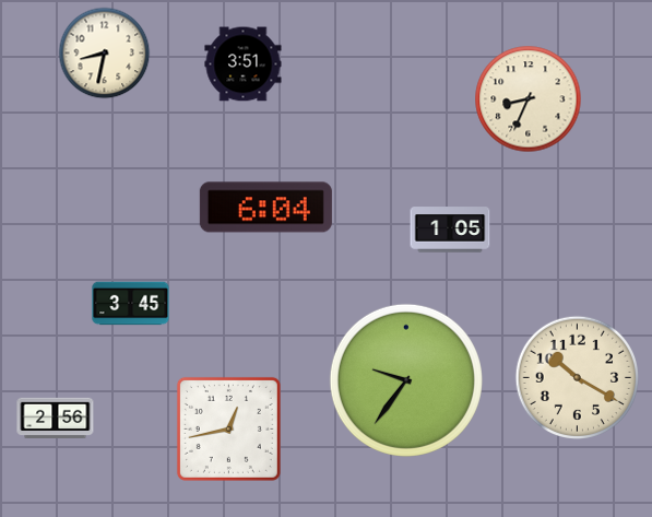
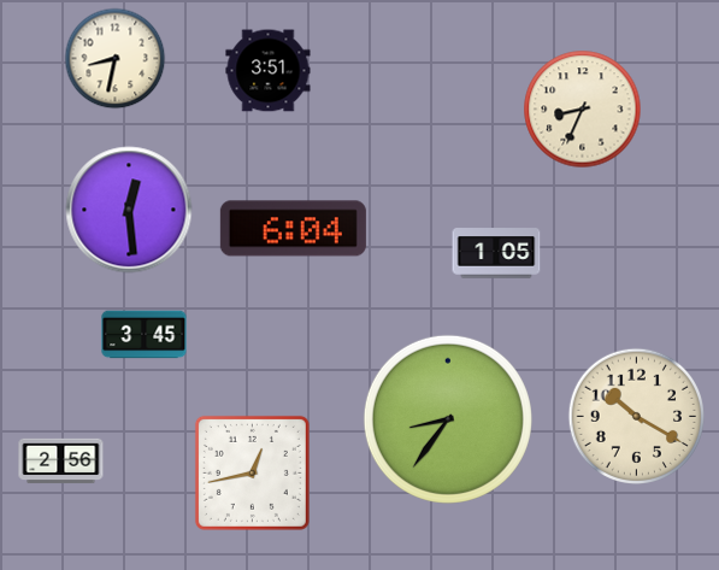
clock at (129, 210): none -> 12:29
clock at (406, 380): 9:36 -> 8:36
